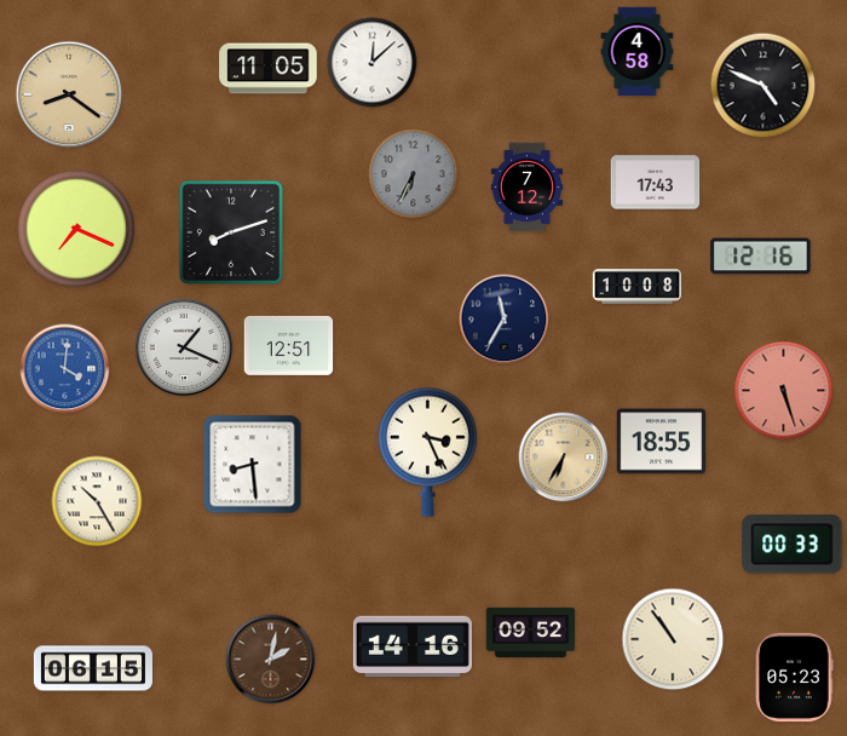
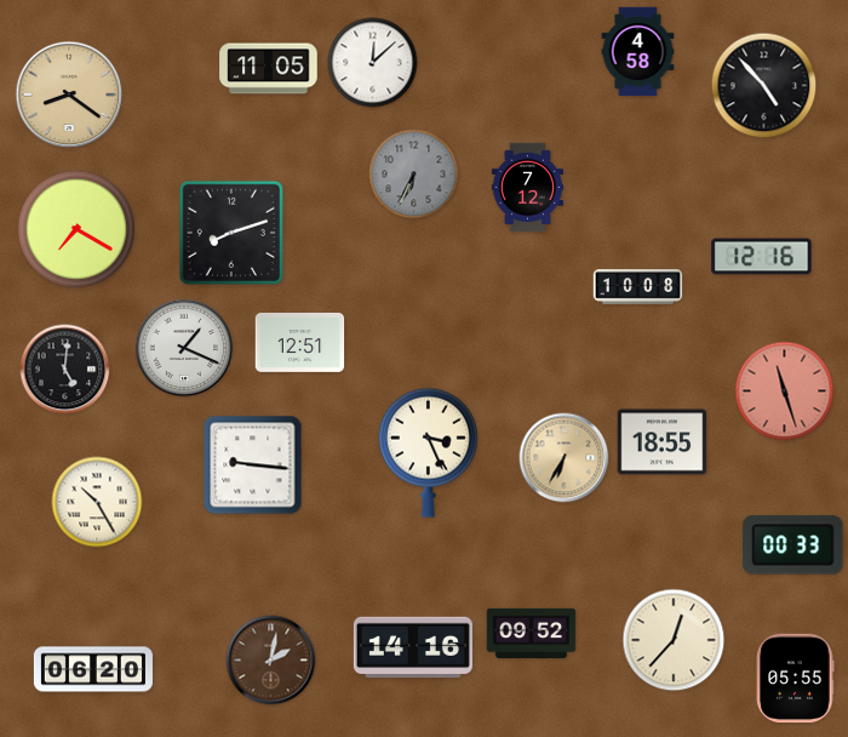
clock at (764, 86): 4:49 -> 4:53
clock at (656, 183): 17:43 -> none
clock at (75, 228): 7:19 -> 7:20
clock at (505, 320): 11:35 -> none
clock at (289, 345) position: (289, 345) -> (300, 342)
clock at (65, 369): 4:01 -> 5:01
clock at (65, 369) dial: blue -> black
clock at (784, 391): 5:27 -> 11:27
clock at (253, 465): 8:29 -> 9:16
clock at (673, 639): 10:54 -> 12:37
clock at (93, 668): 06:15 -> 06:20
clock at (794, 678): 05:23 -> 05:55
